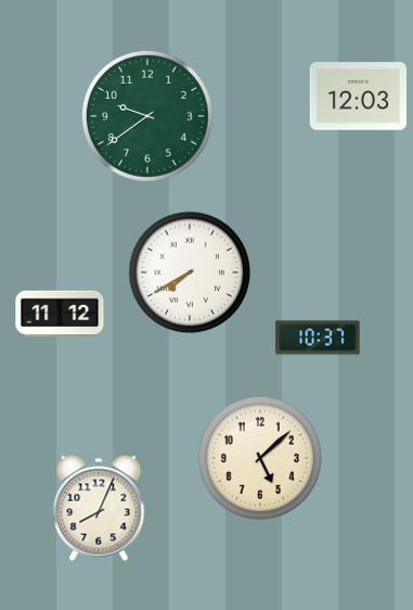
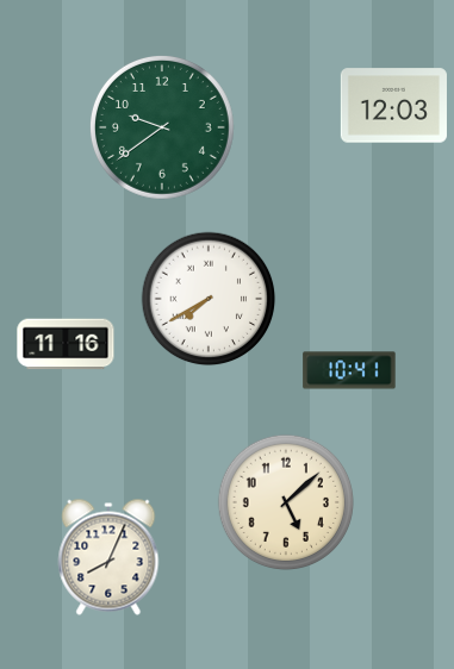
clock at (60, 314): 11:12 -> 11:16
clock at (318, 338): 10:37 -> 10:41
